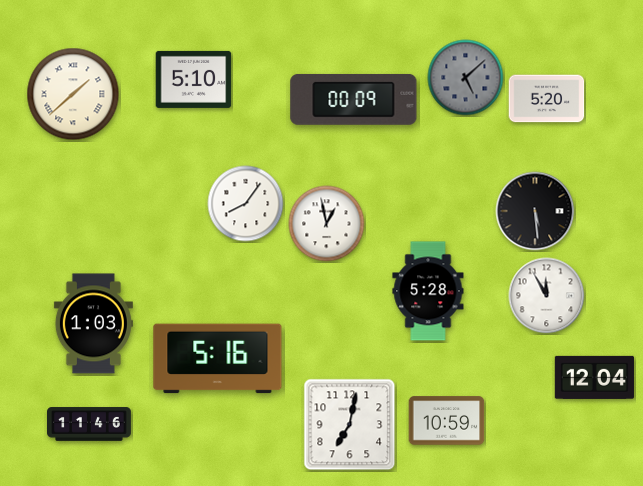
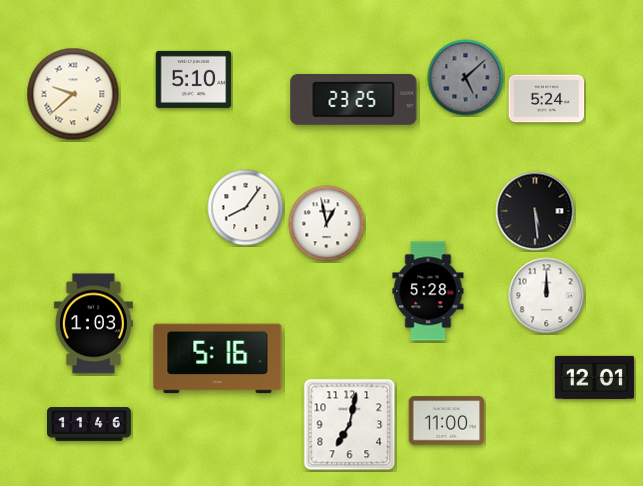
clock at (73, 94): 1:38 -> 9:38
clock at (354, 99): 00:09 -> 23:25
clock at (547, 99): 5:20 -> 5:24
clock at (246, 204) position: (246, 204) -> (246, 208)
clock at (547, 296): 11:55 -> 12:00
clock at (594, 377): 12:04 -> 12:01
clock at (447, 421): 10:59 -> 11:00
